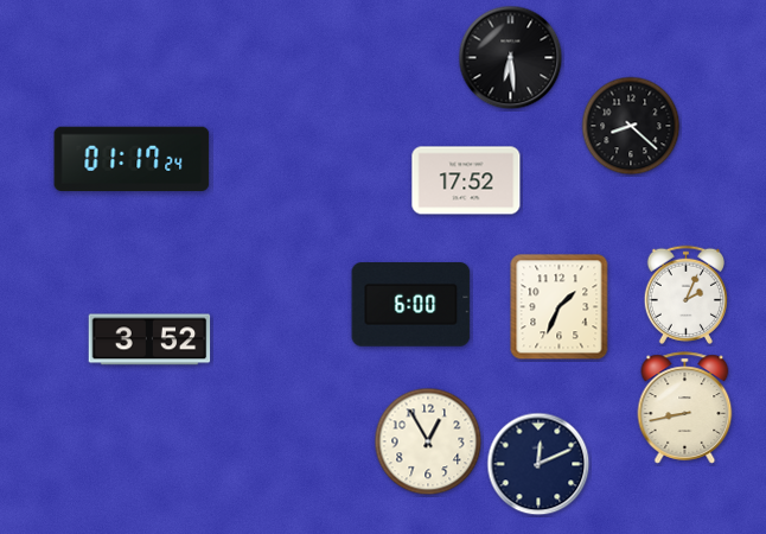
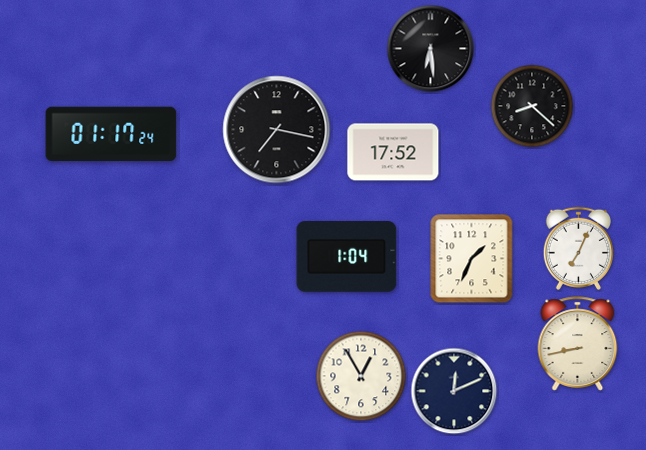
clock at (277, 130): none -> 7:17
clock at (685, 294): 2:04 -> 7:04
clock at (411, 305): 6:00 -> 1:04
clock at (149, 339): 3:52 -> none
clock at (428, 441) position: (428, 441) -> (361, 376)
